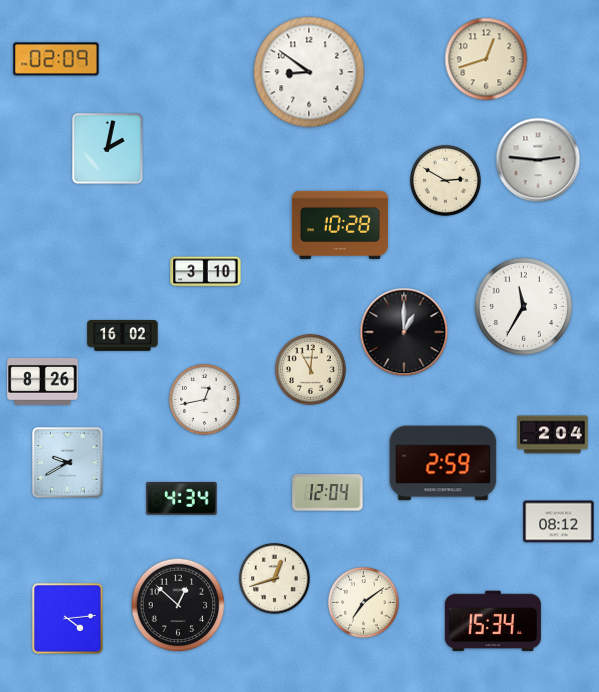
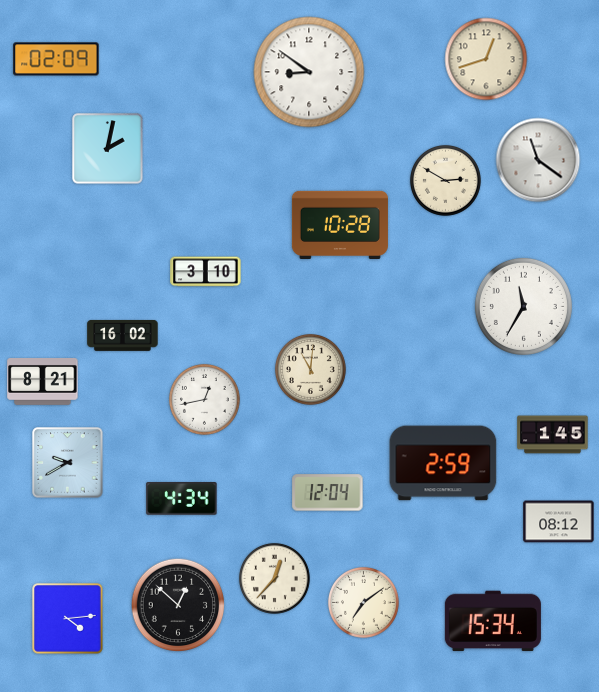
clock at (538, 160): 2:46 -> 11:21
clock at (404, 332): 1:00 -> none
clock at (43, 382): 8:26 -> 8:21
clock at (553, 435): 2:04 -> 1:45
clock at (274, 578): 12:42 -> 12:37
